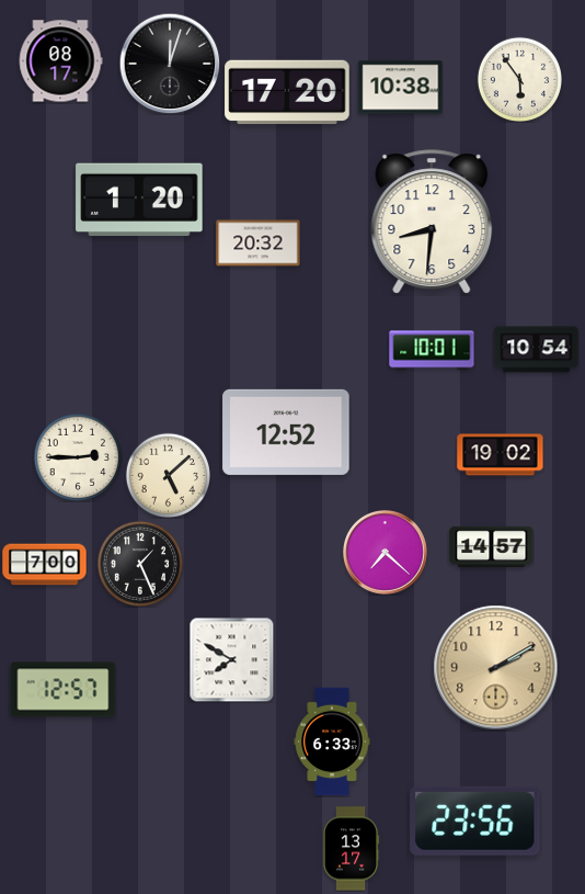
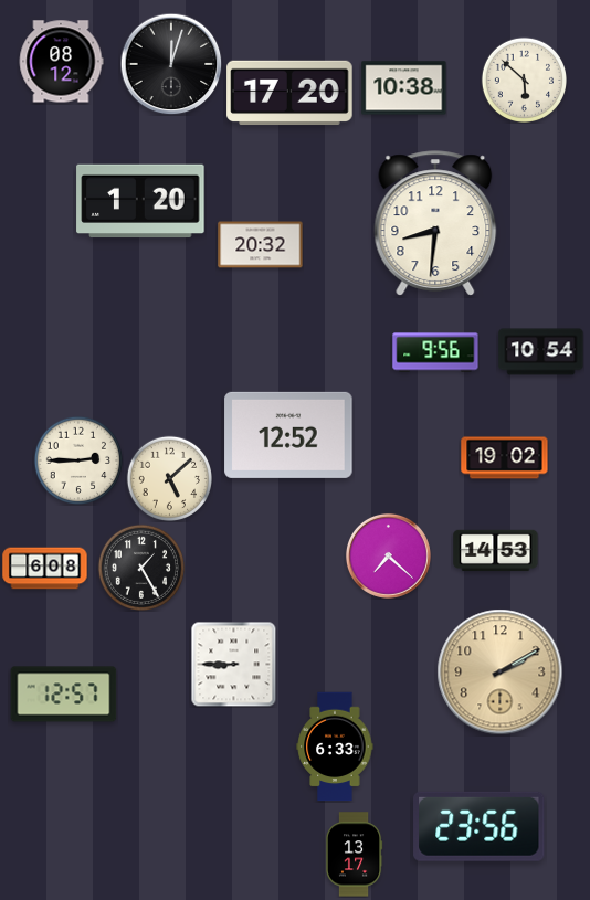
clock at (60, 61): 08:17 -> 08:12
clock at (519, 79): 5:54 -> 5:52
clock at (432, 350): 10:01 -> 9:56
clock at (492, 547): 14:57 -> 14:53
clock at (139, 563): 1:26 -> 1:25
clock at (45, 565): 7:00 -> 6:08
clock at (231, 659): 7:50 -> 8:45
